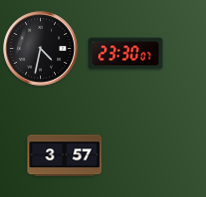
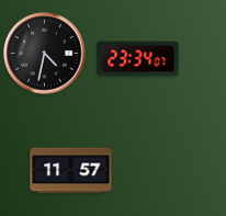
clock at (126, 54): 23:30 -> 23:34
clock at (65, 156): 3:57 -> 11:57
